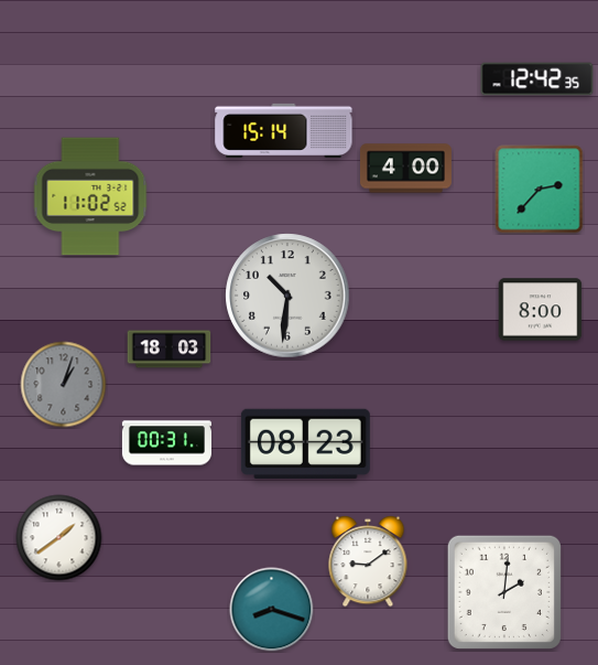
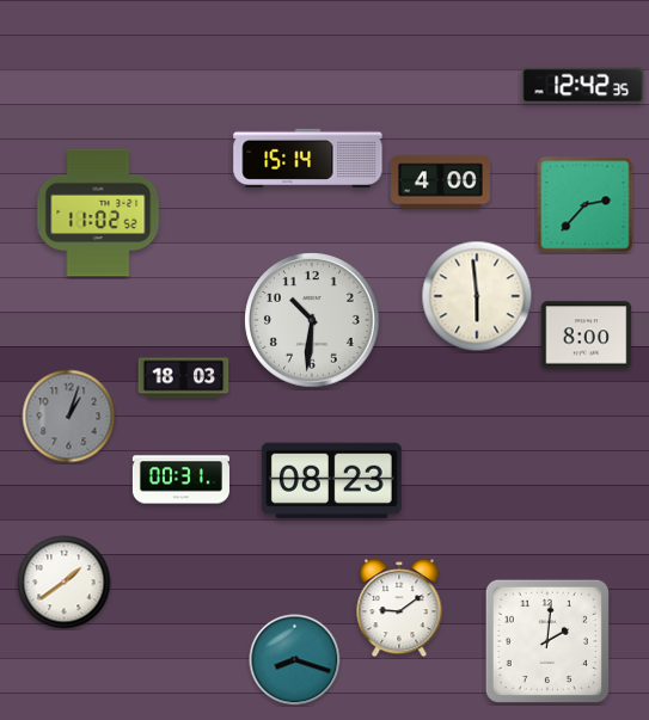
clock at (284, 130) position: (284, 130) -> (308, 158)
clock at (477, 296): none -> 5:59
